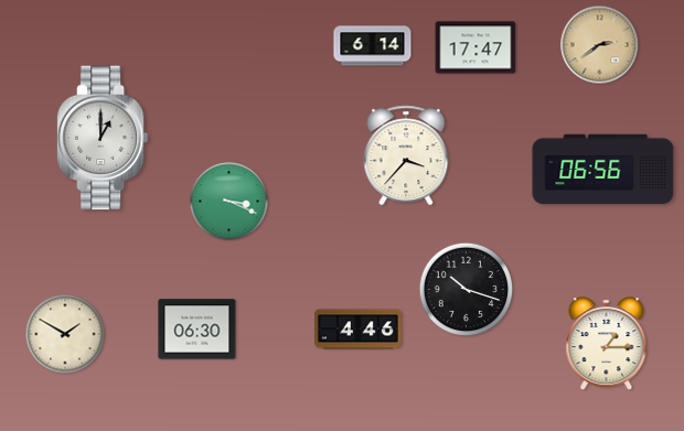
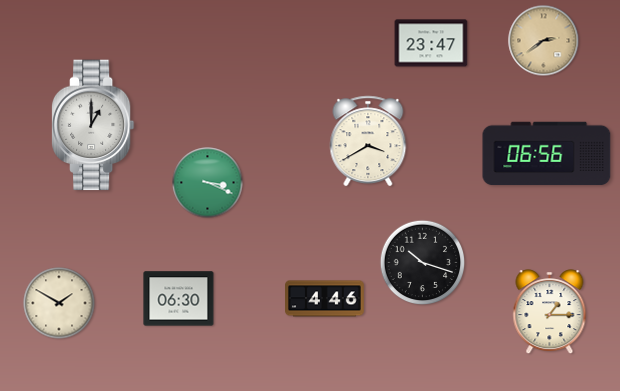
clock at (373, 46): 6:14 -> none
clock at (475, 47): 17:47 -> 23:47
clock at (406, 155): 3:37 -> 3:40
